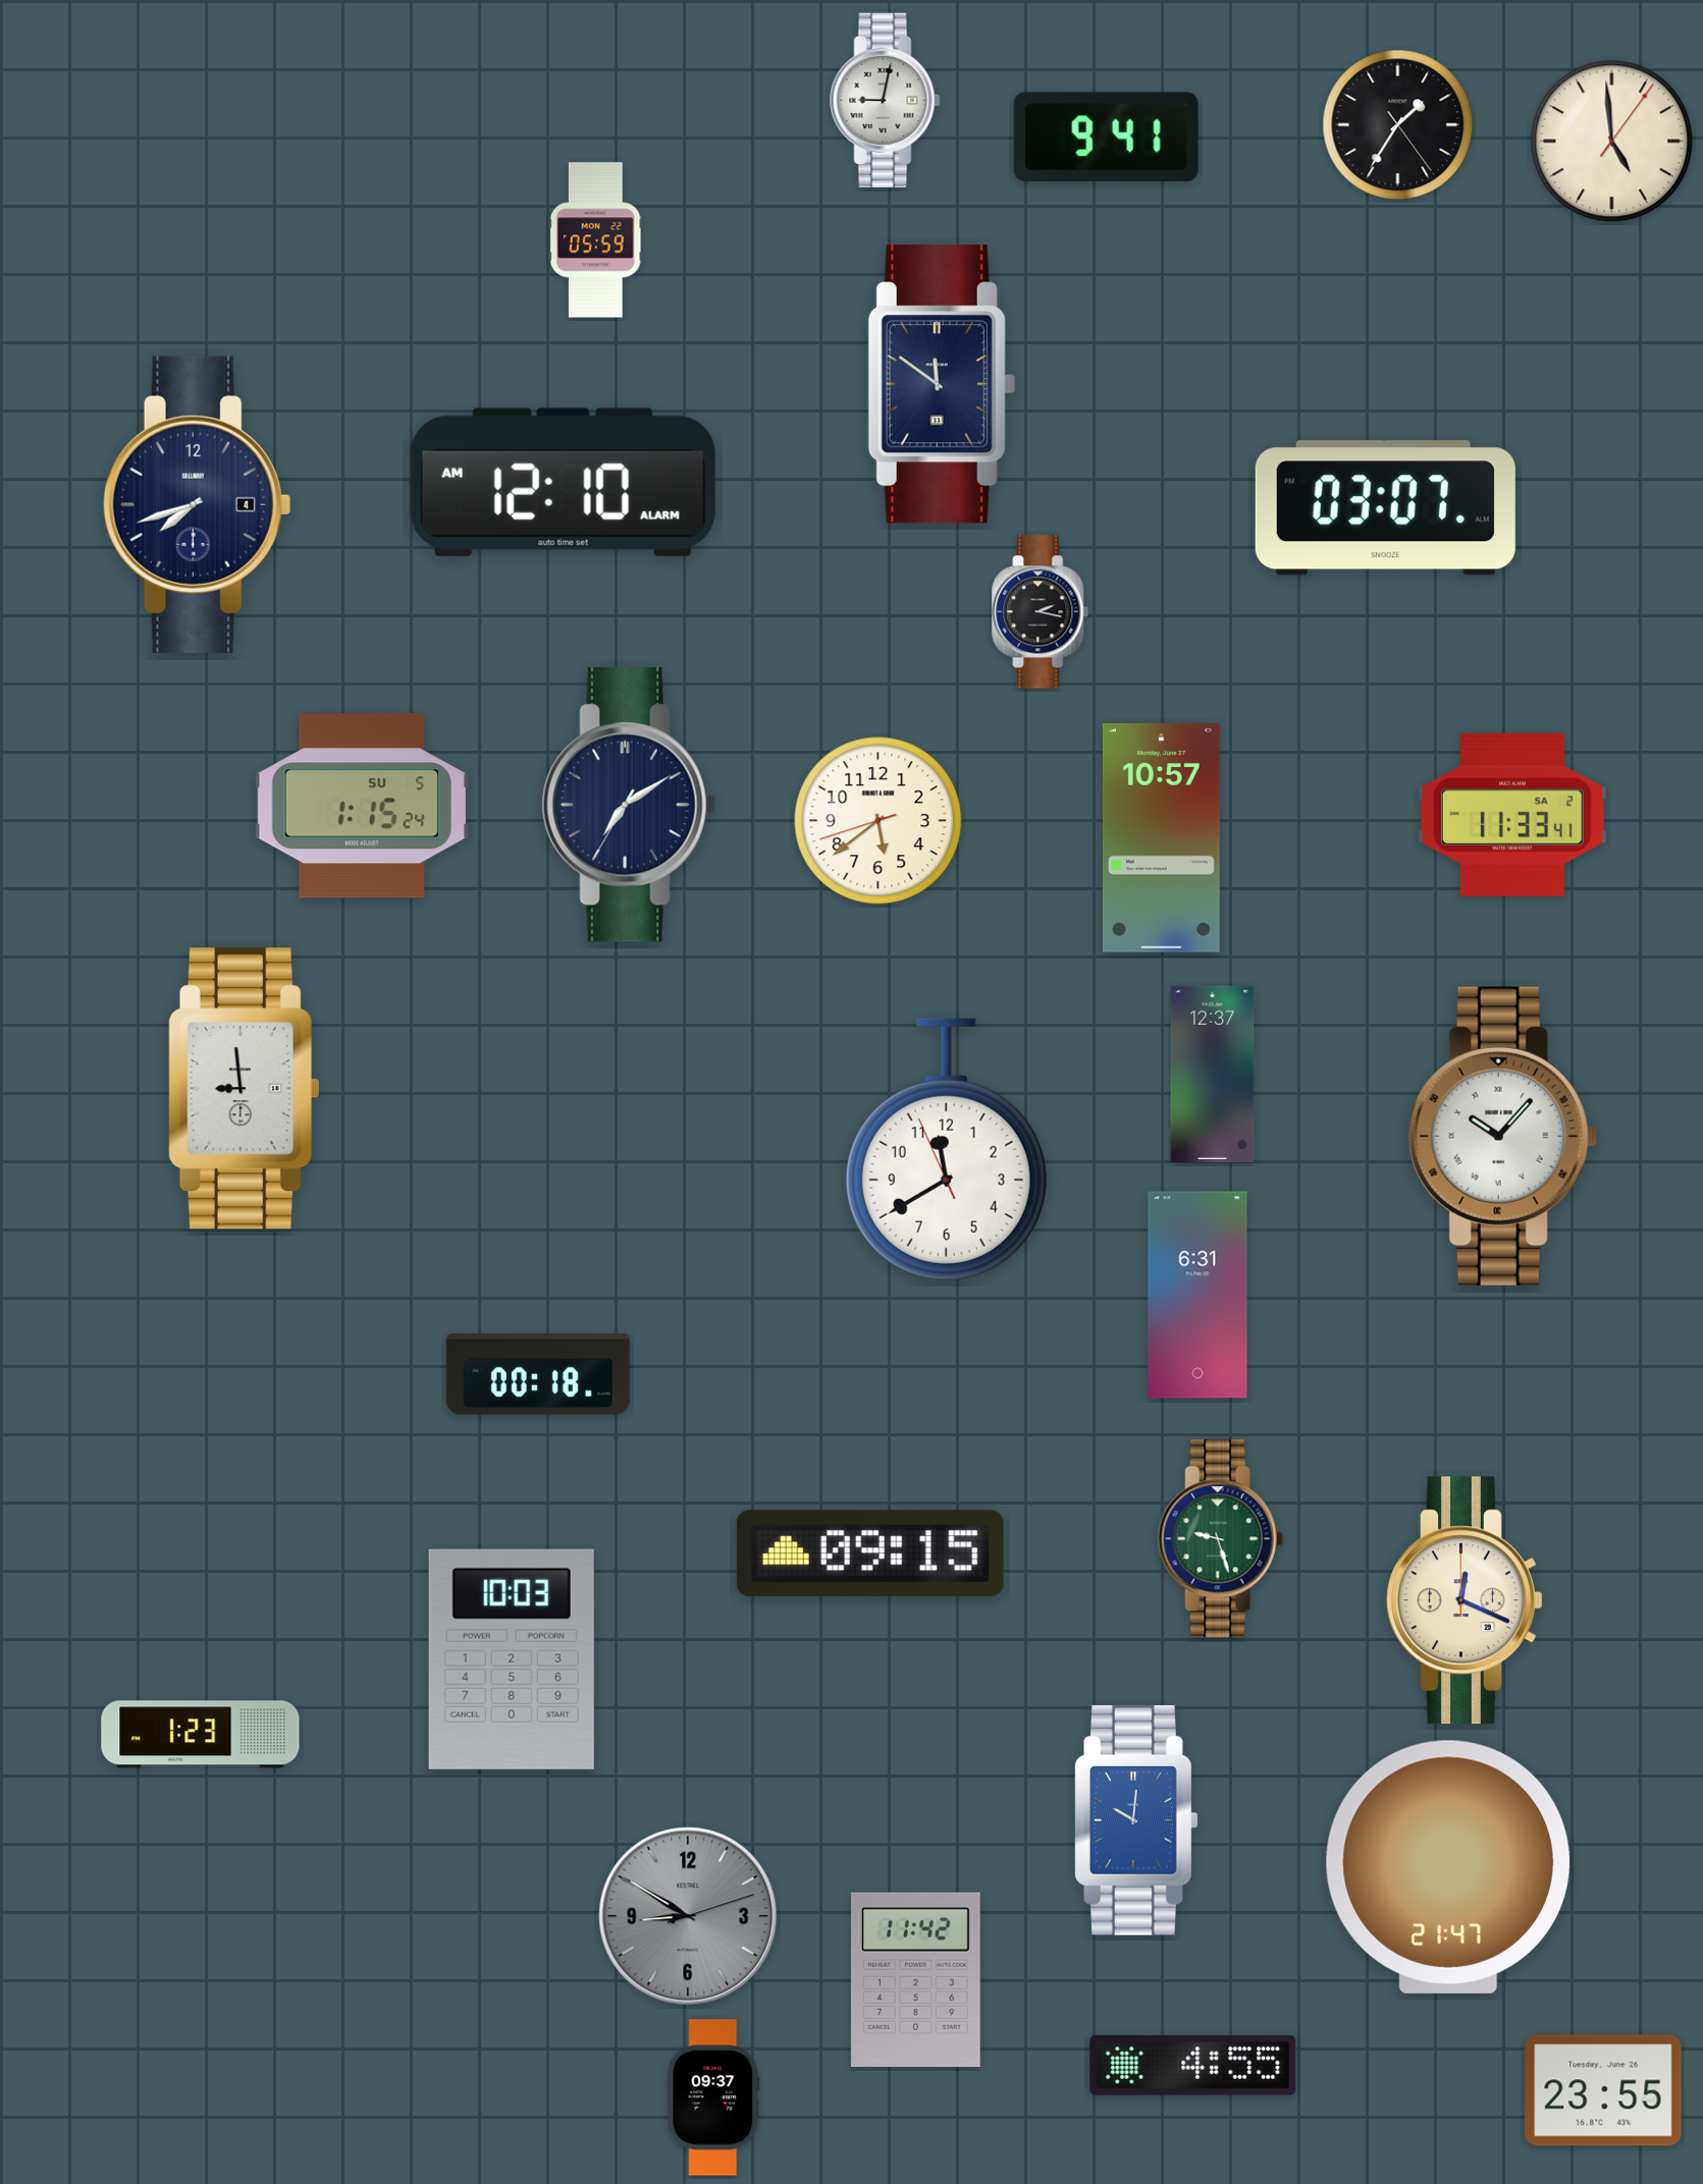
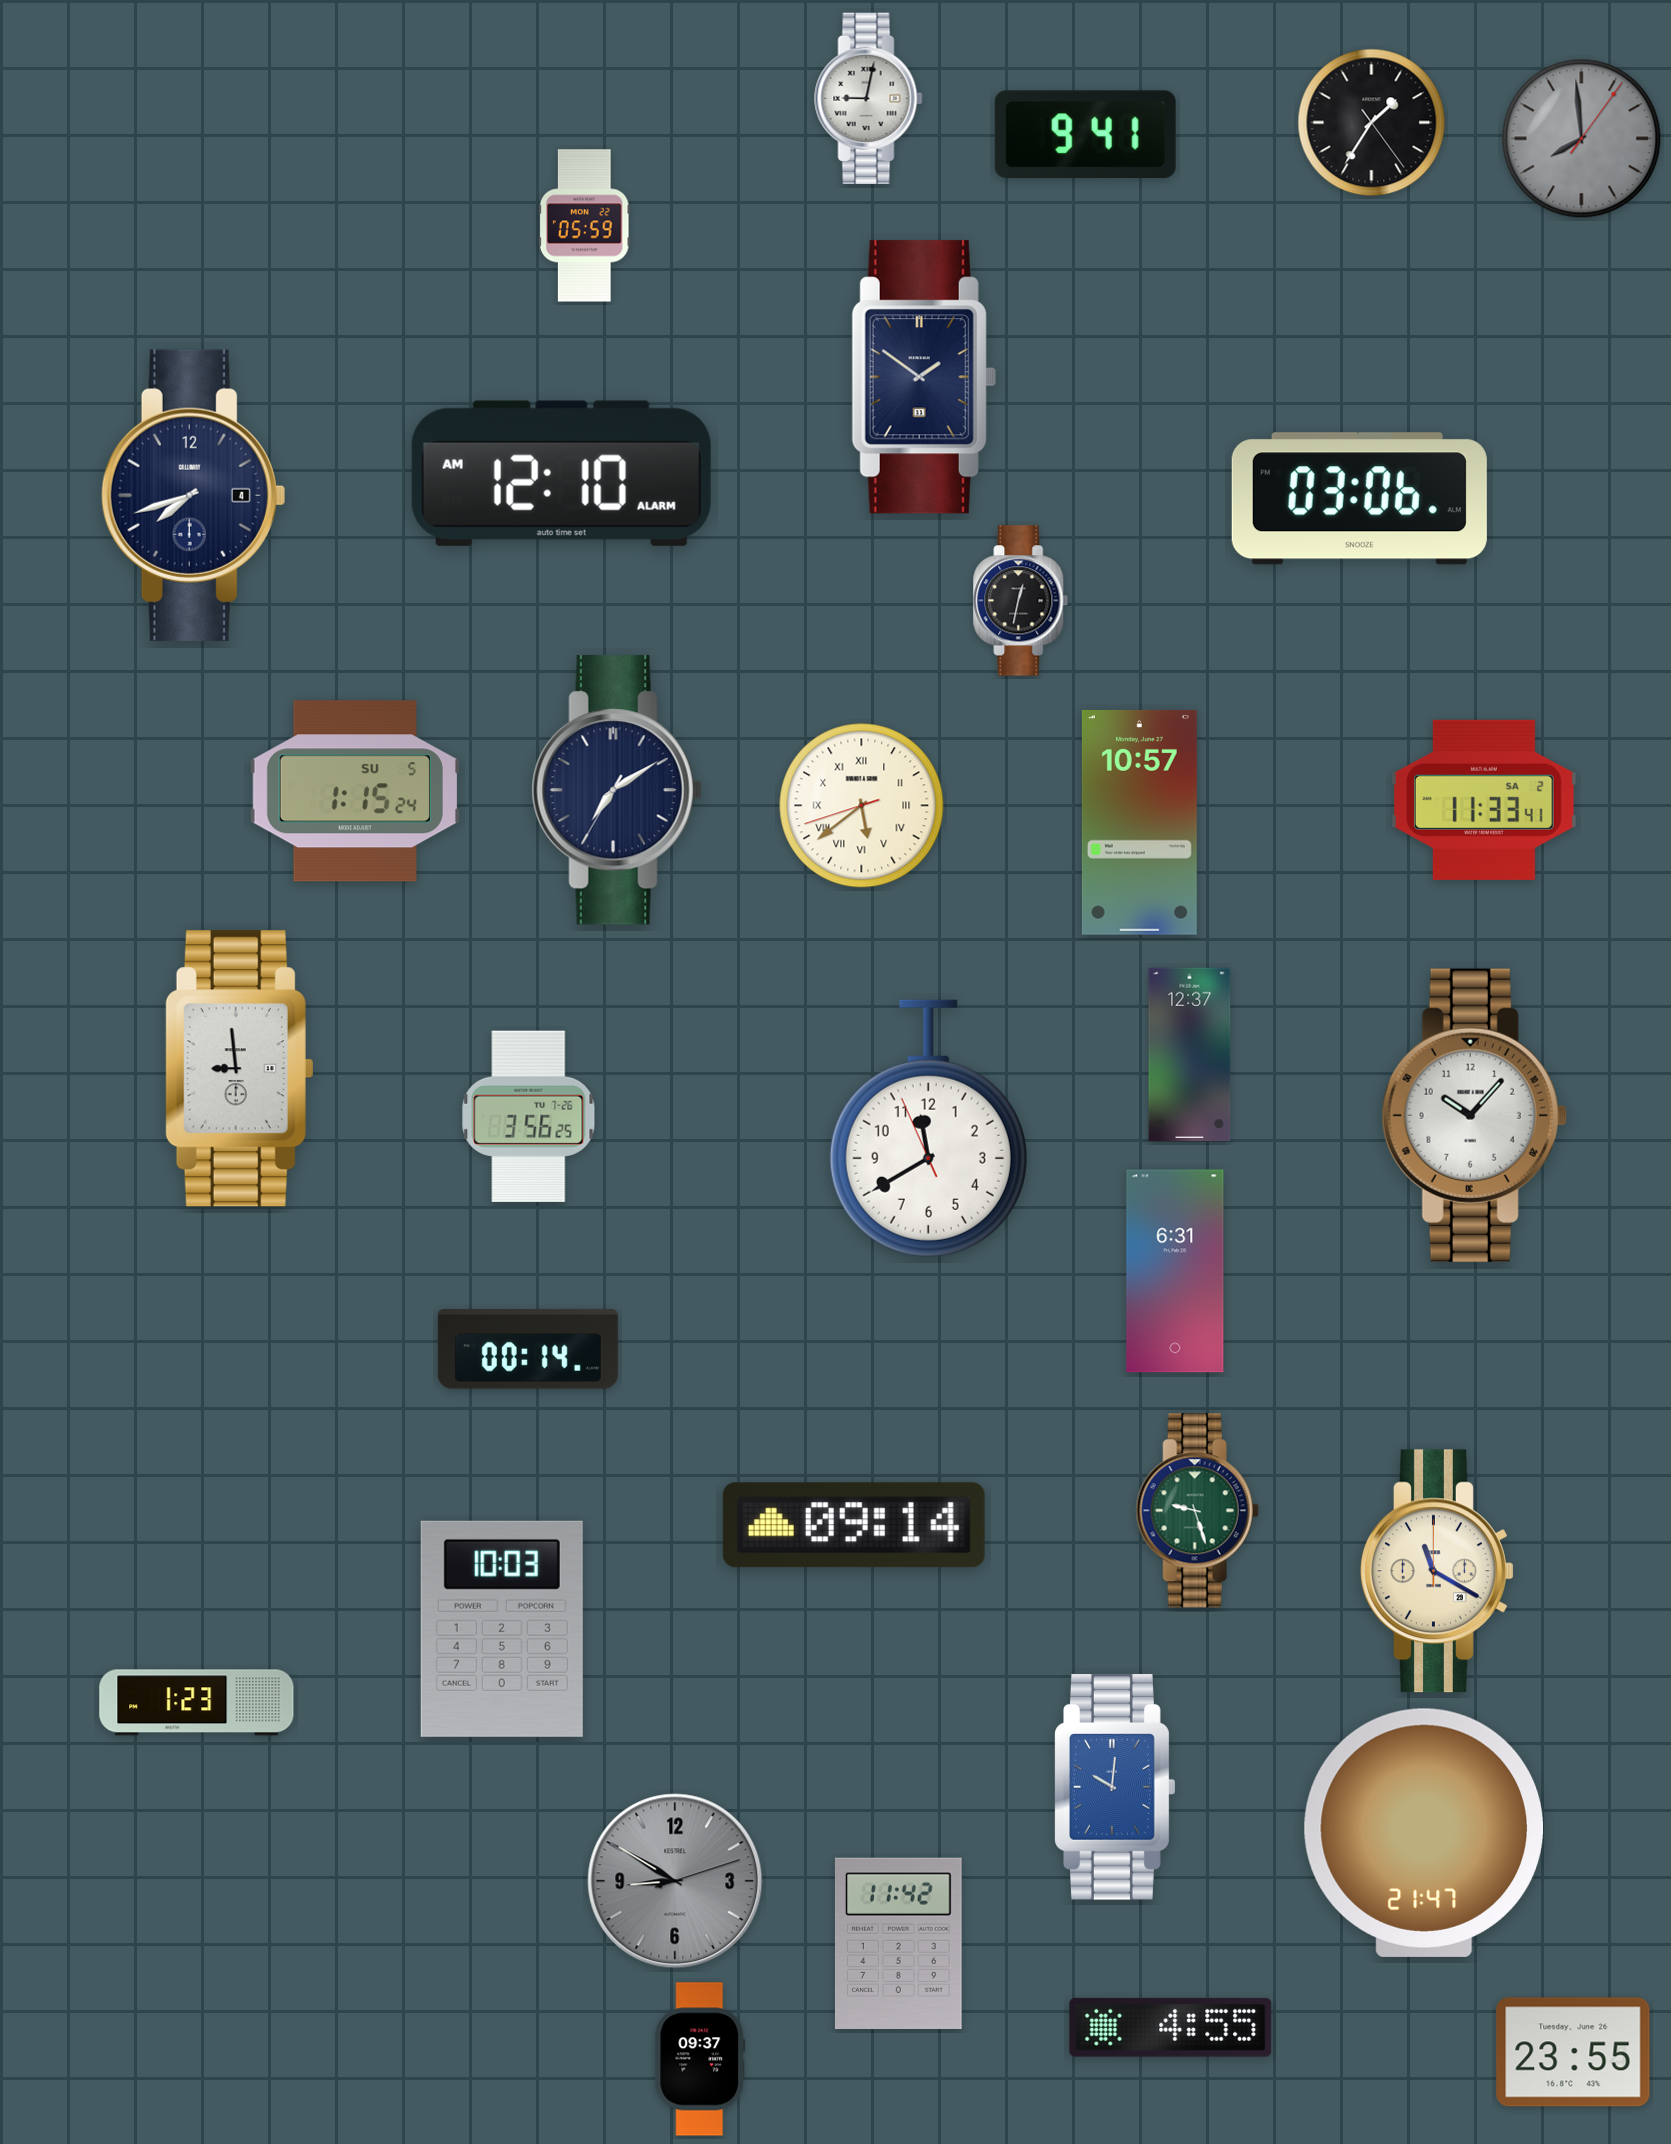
clock at (1612, 142): 4:59 -> 7:59
clock at (1612, 142) dial: cream -> grey
clock at (595, 240) position: (595, 240) -> (584, 226)
clock at (942, 384): 11:51 -> 1:51
clock at (563, 482) position: (563, 482) -> (561, 473)
clock at (1385, 508): 03:07 -> 03:06
clock at (1041, 612): 2:17 -> 12:32
clock at (879, 821) numerals: Arabic -> Roman
clock at (1502, 1136) numerals: Roman -> Arabic
clock at (529, 1116): none -> 3:56
clock at (538, 1374): 00:18 -> 00:14
clock at (870, 1553): 09:15 -> 09:14
clock at (1465, 1600): 12:19 -> 11:20
clock at (1447, 1867) position: (1447, 1867) -> (1423, 1833)
